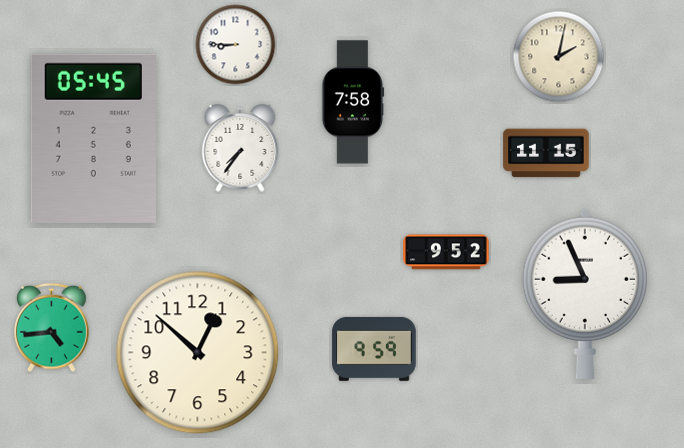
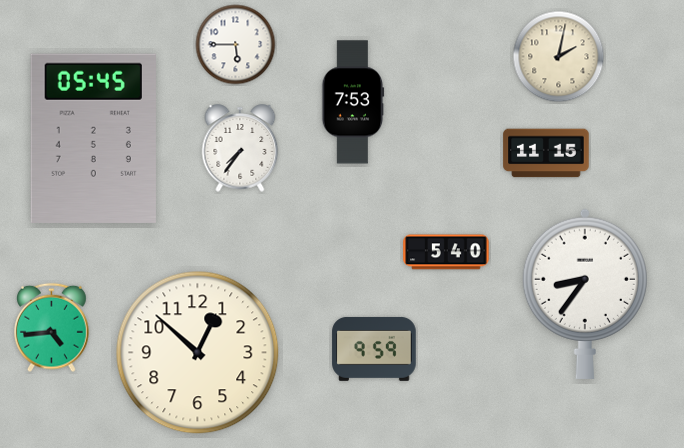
clock at (236, 45): 8:45 -> 5:45
clock at (353, 102): 7:58 -> 7:53
clock at (446, 252): 9:52 -> 5:40
clock at (585, 294): 8:56 -> 8:36
